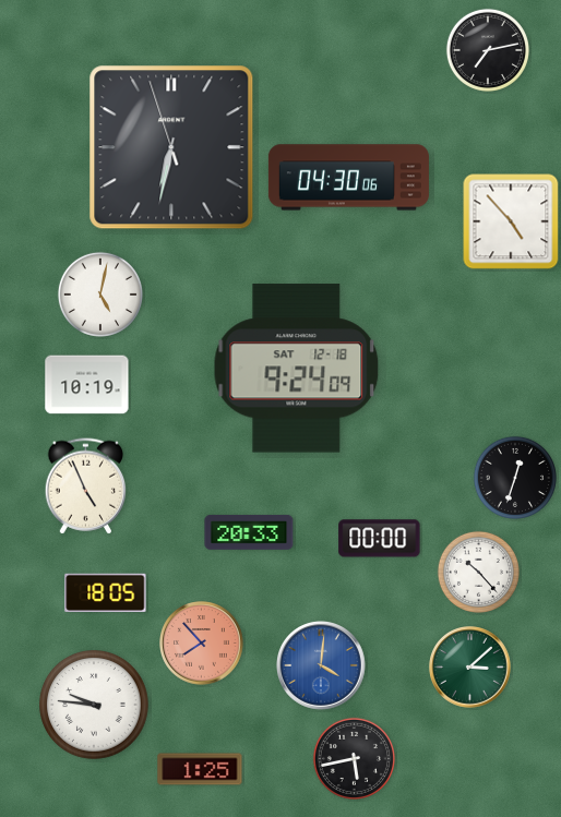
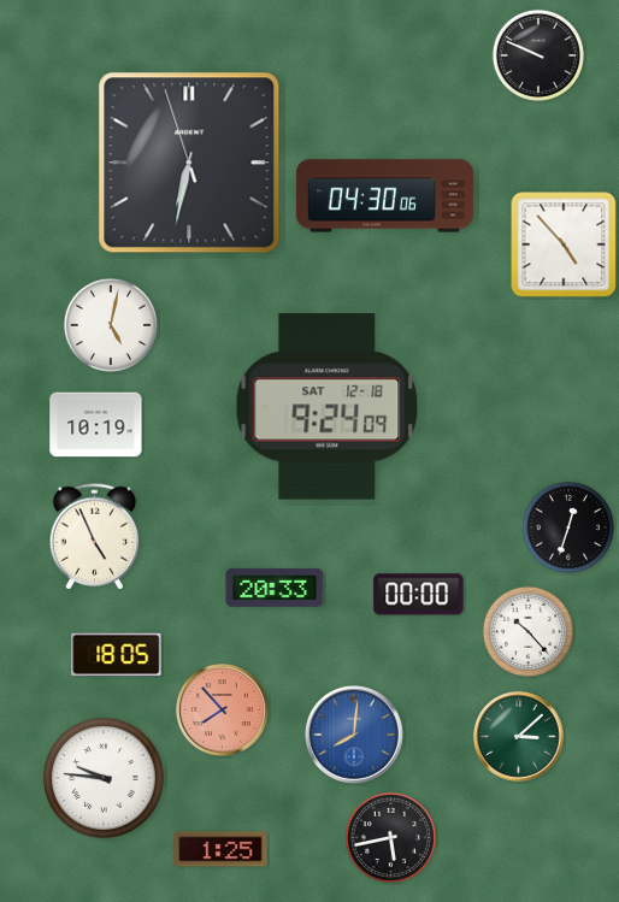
clock at (488, 50): 7:13 -> 9:49
clock at (322, 666): 4:01 -> 8:01
